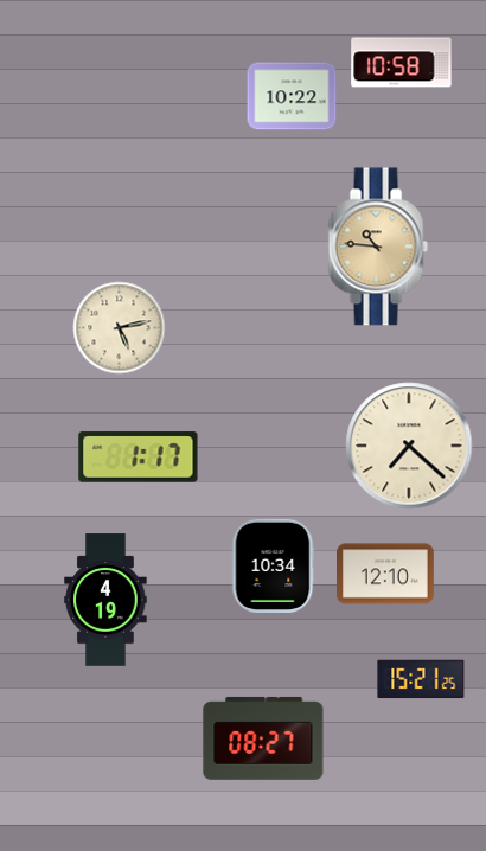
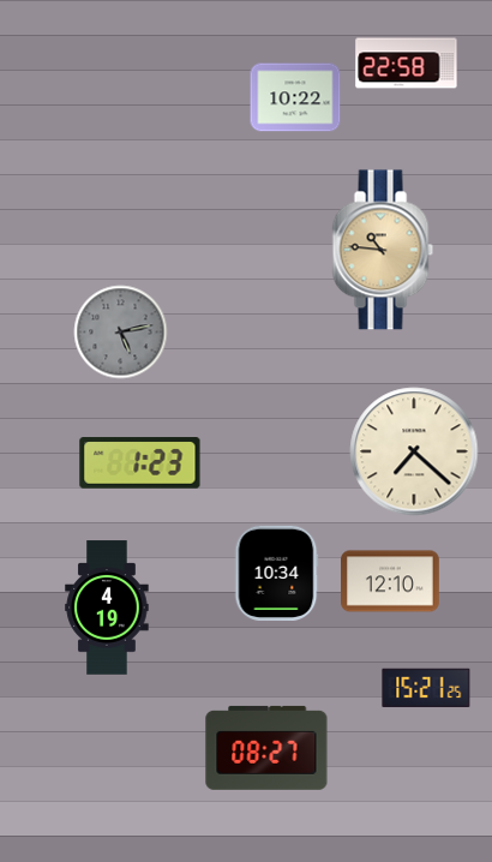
clock at (402, 63): 10:58 -> 22:58
clock at (120, 328) dial: cream -> grey
clock at (139, 458): 1:17 -> 1:23
